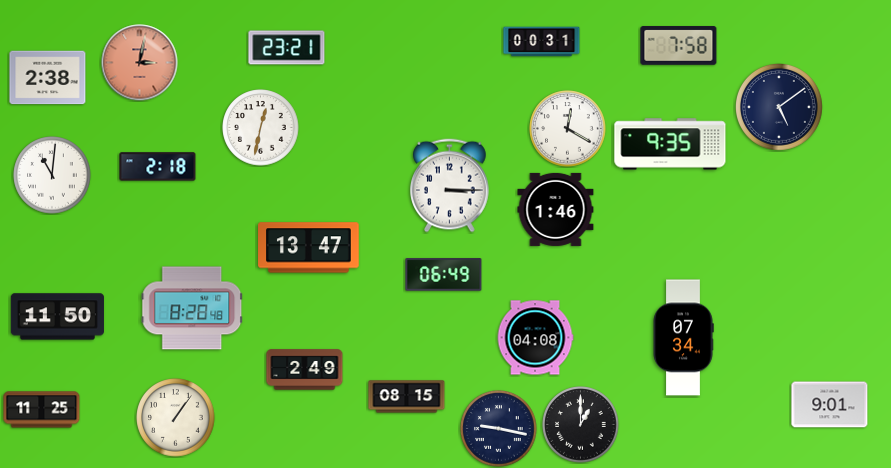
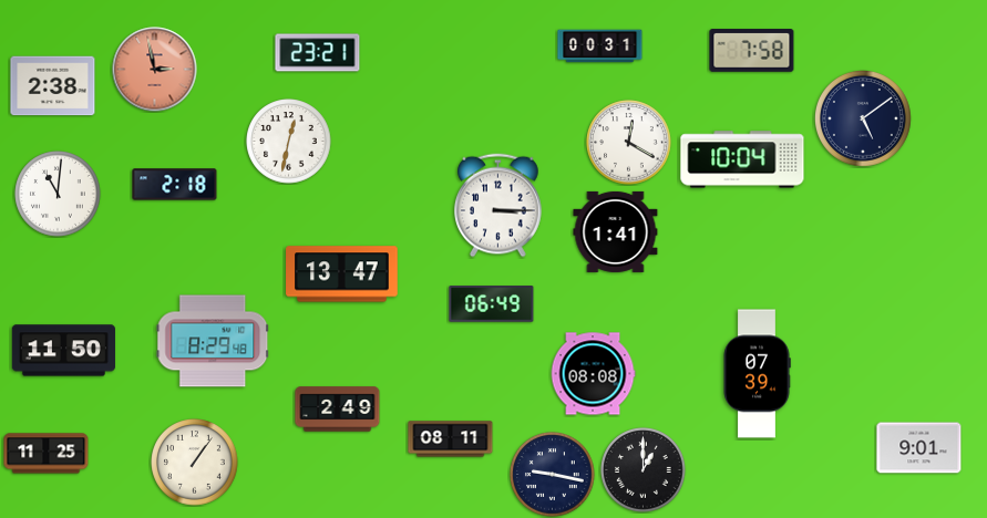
clock at (140, 63): 3:02 -> 2:58
clock at (670, 144): 9:35 -> 10:04
clock at (556, 209): 1:46 -> 1:41
clock at (192, 308): 8:28 -> 8:29
clock at (535, 338): 04:08 -> 08:08
clock at (683, 338): 07:34 -> 07:39
clock at (407, 397): 08:15 -> 08:11
